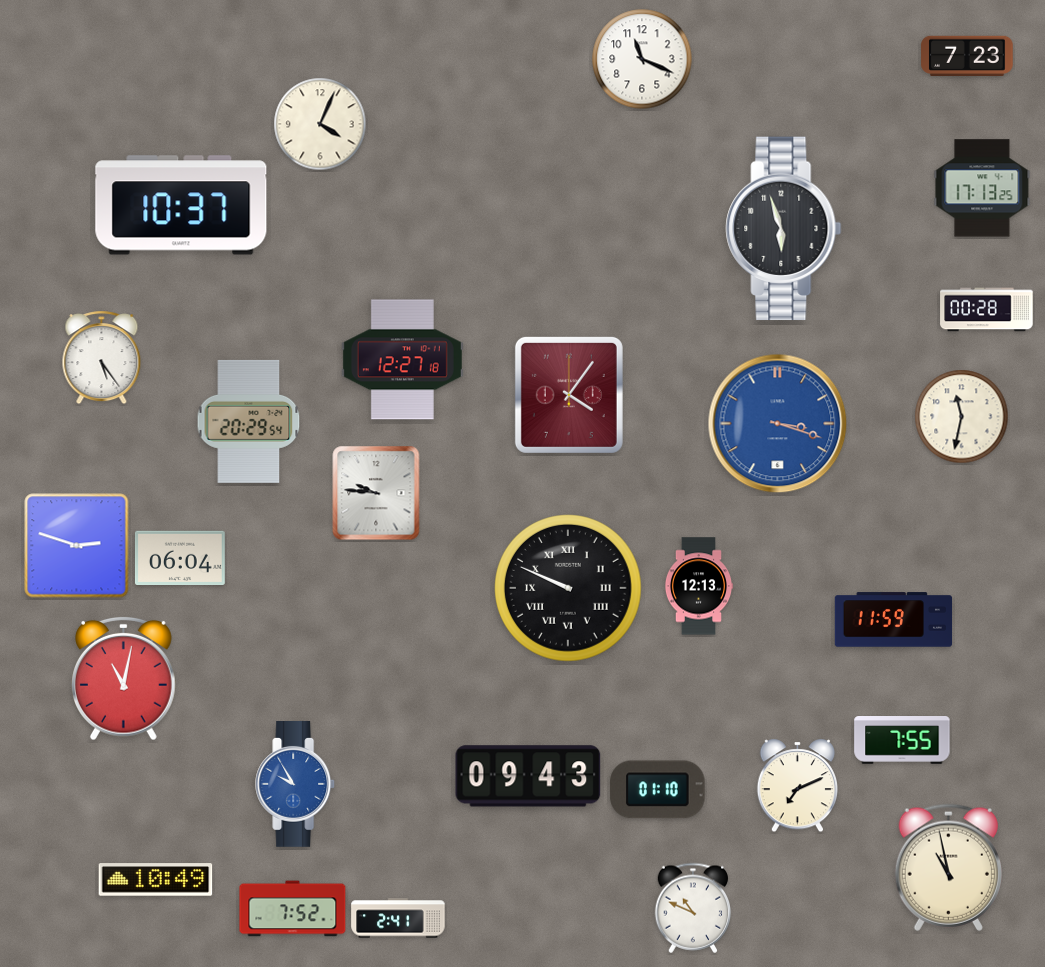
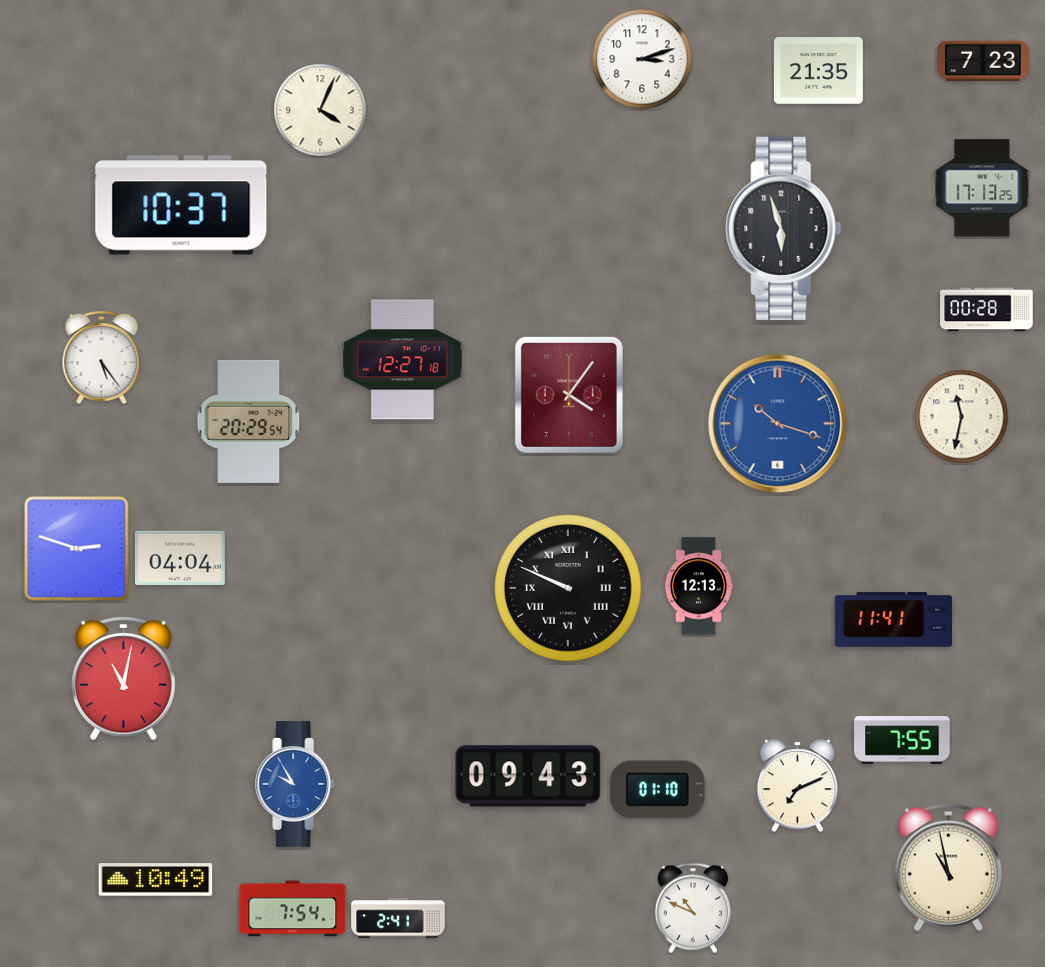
clock at (967, 55) position: (967, 55) -> (983, 60)
clock at (642, 59): 11:19 -> 3:12
clock at (818, 71): none -> 21:35
clock at (320, 124) position: (320, 124) -> (320, 110)
clock at (778, 424): 3:18 -> 10:18
clock at (376, 493): 9:46 -> none
clock at (77, 546) position: (77, 546) -> (77, 549)
clock at (180, 558): 06:04 -> 04:04
clock at (894, 620): 11:59 -> 11:41
clock at (293, 909): 7:52 -> 7:54
